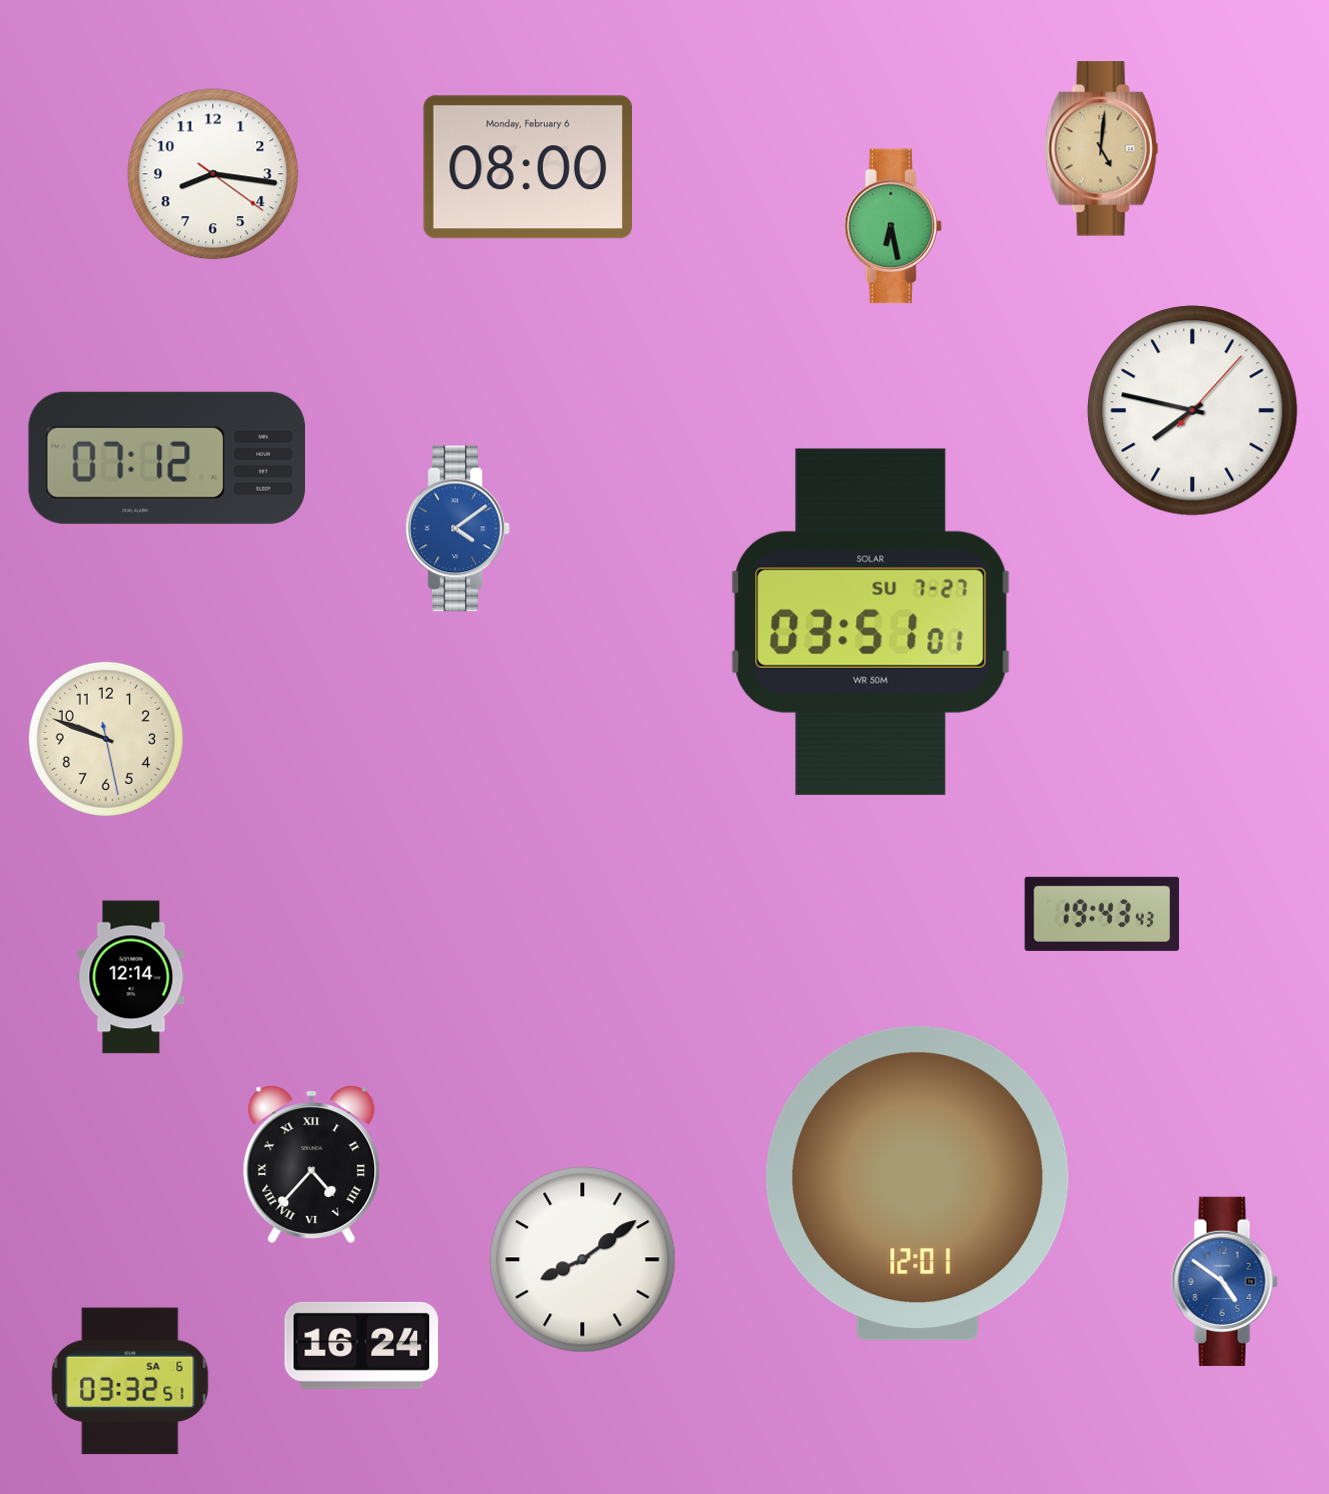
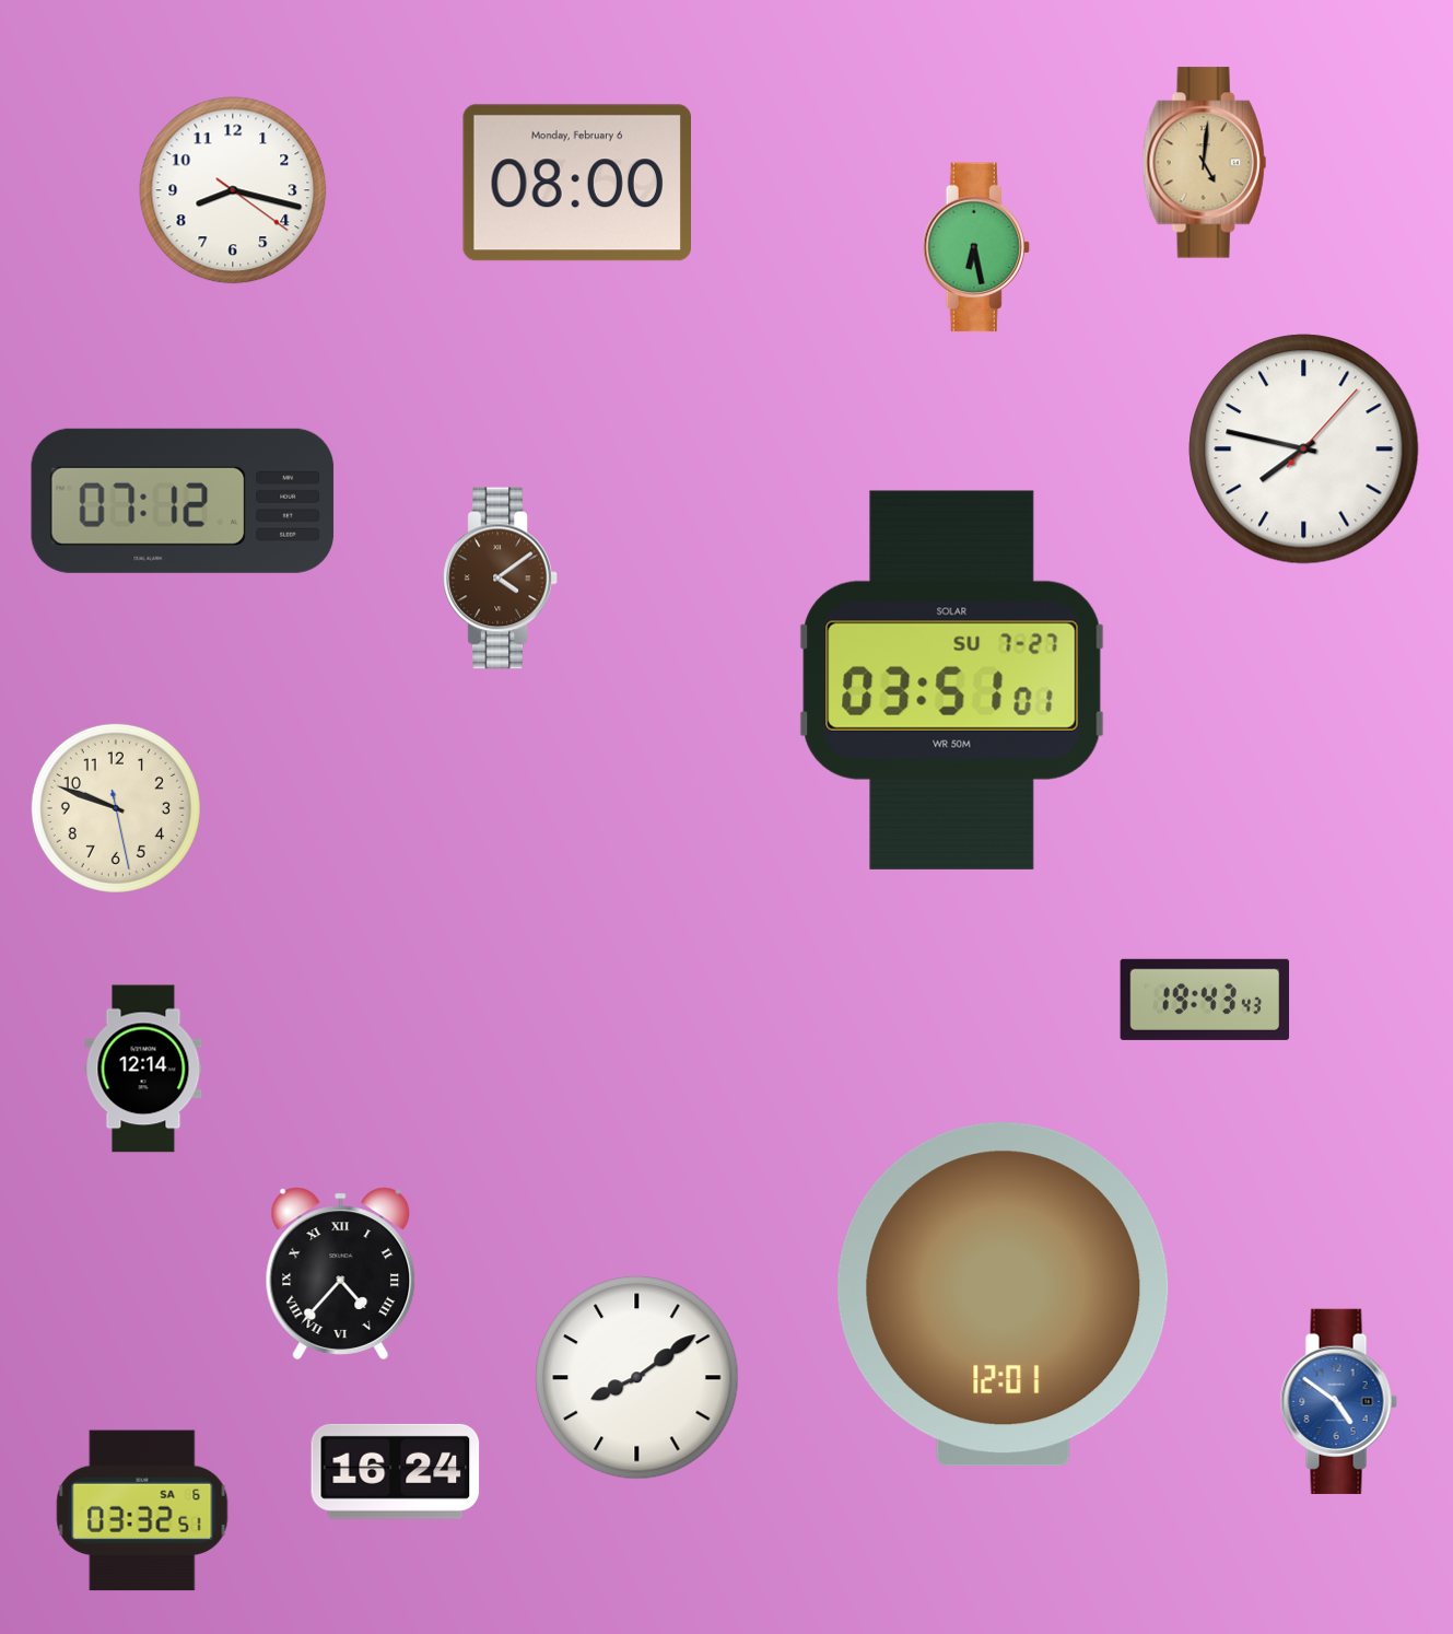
clock at (213, 174): 8:16 -> 8:17
clock at (457, 529) dial: blue -> brown
